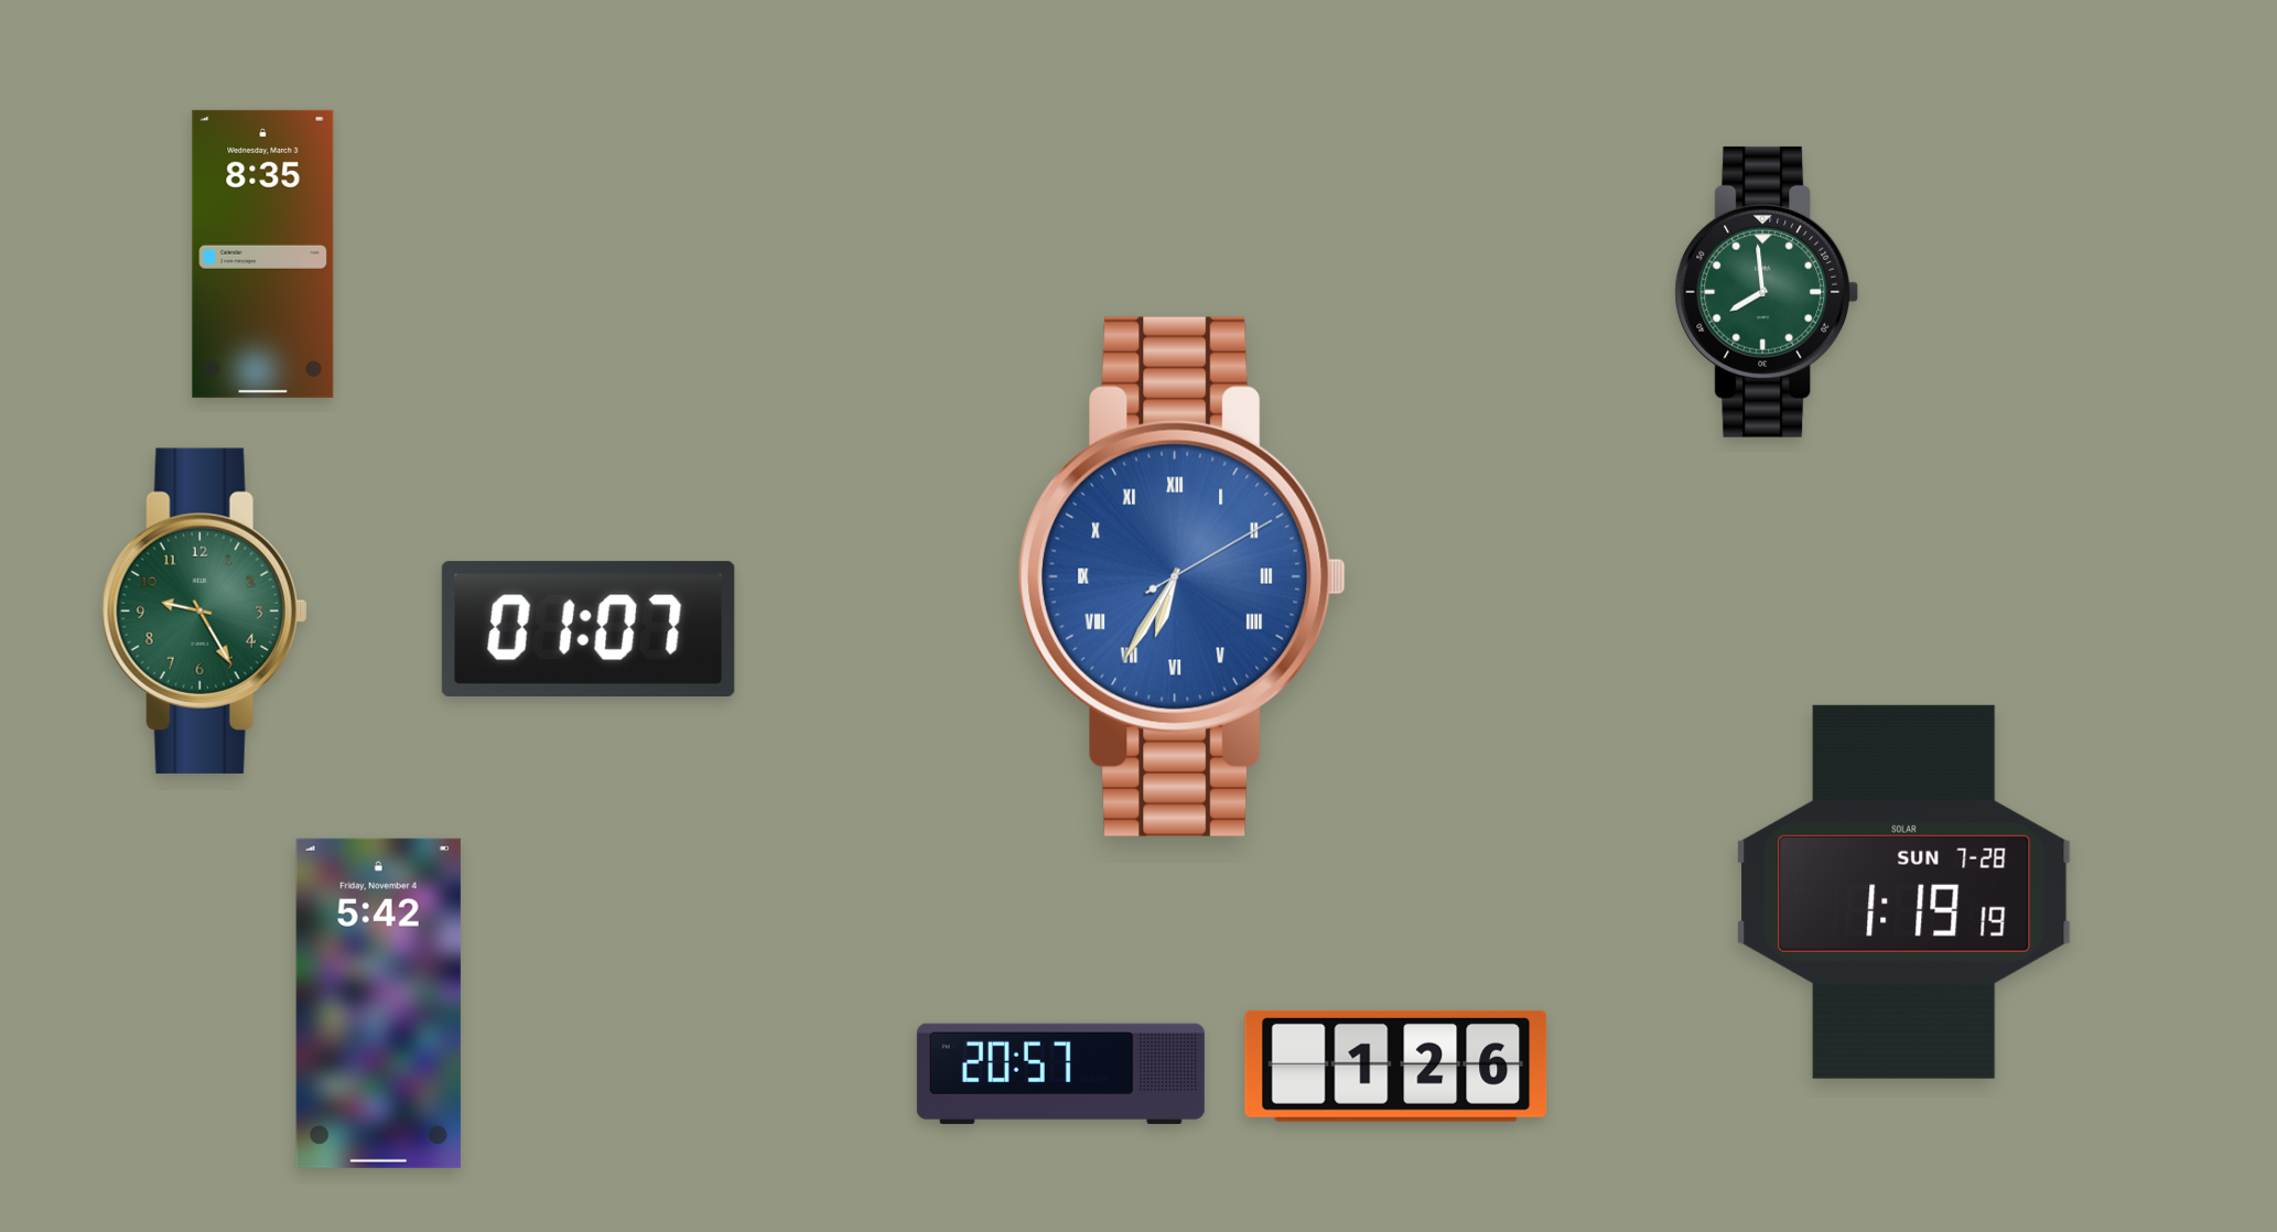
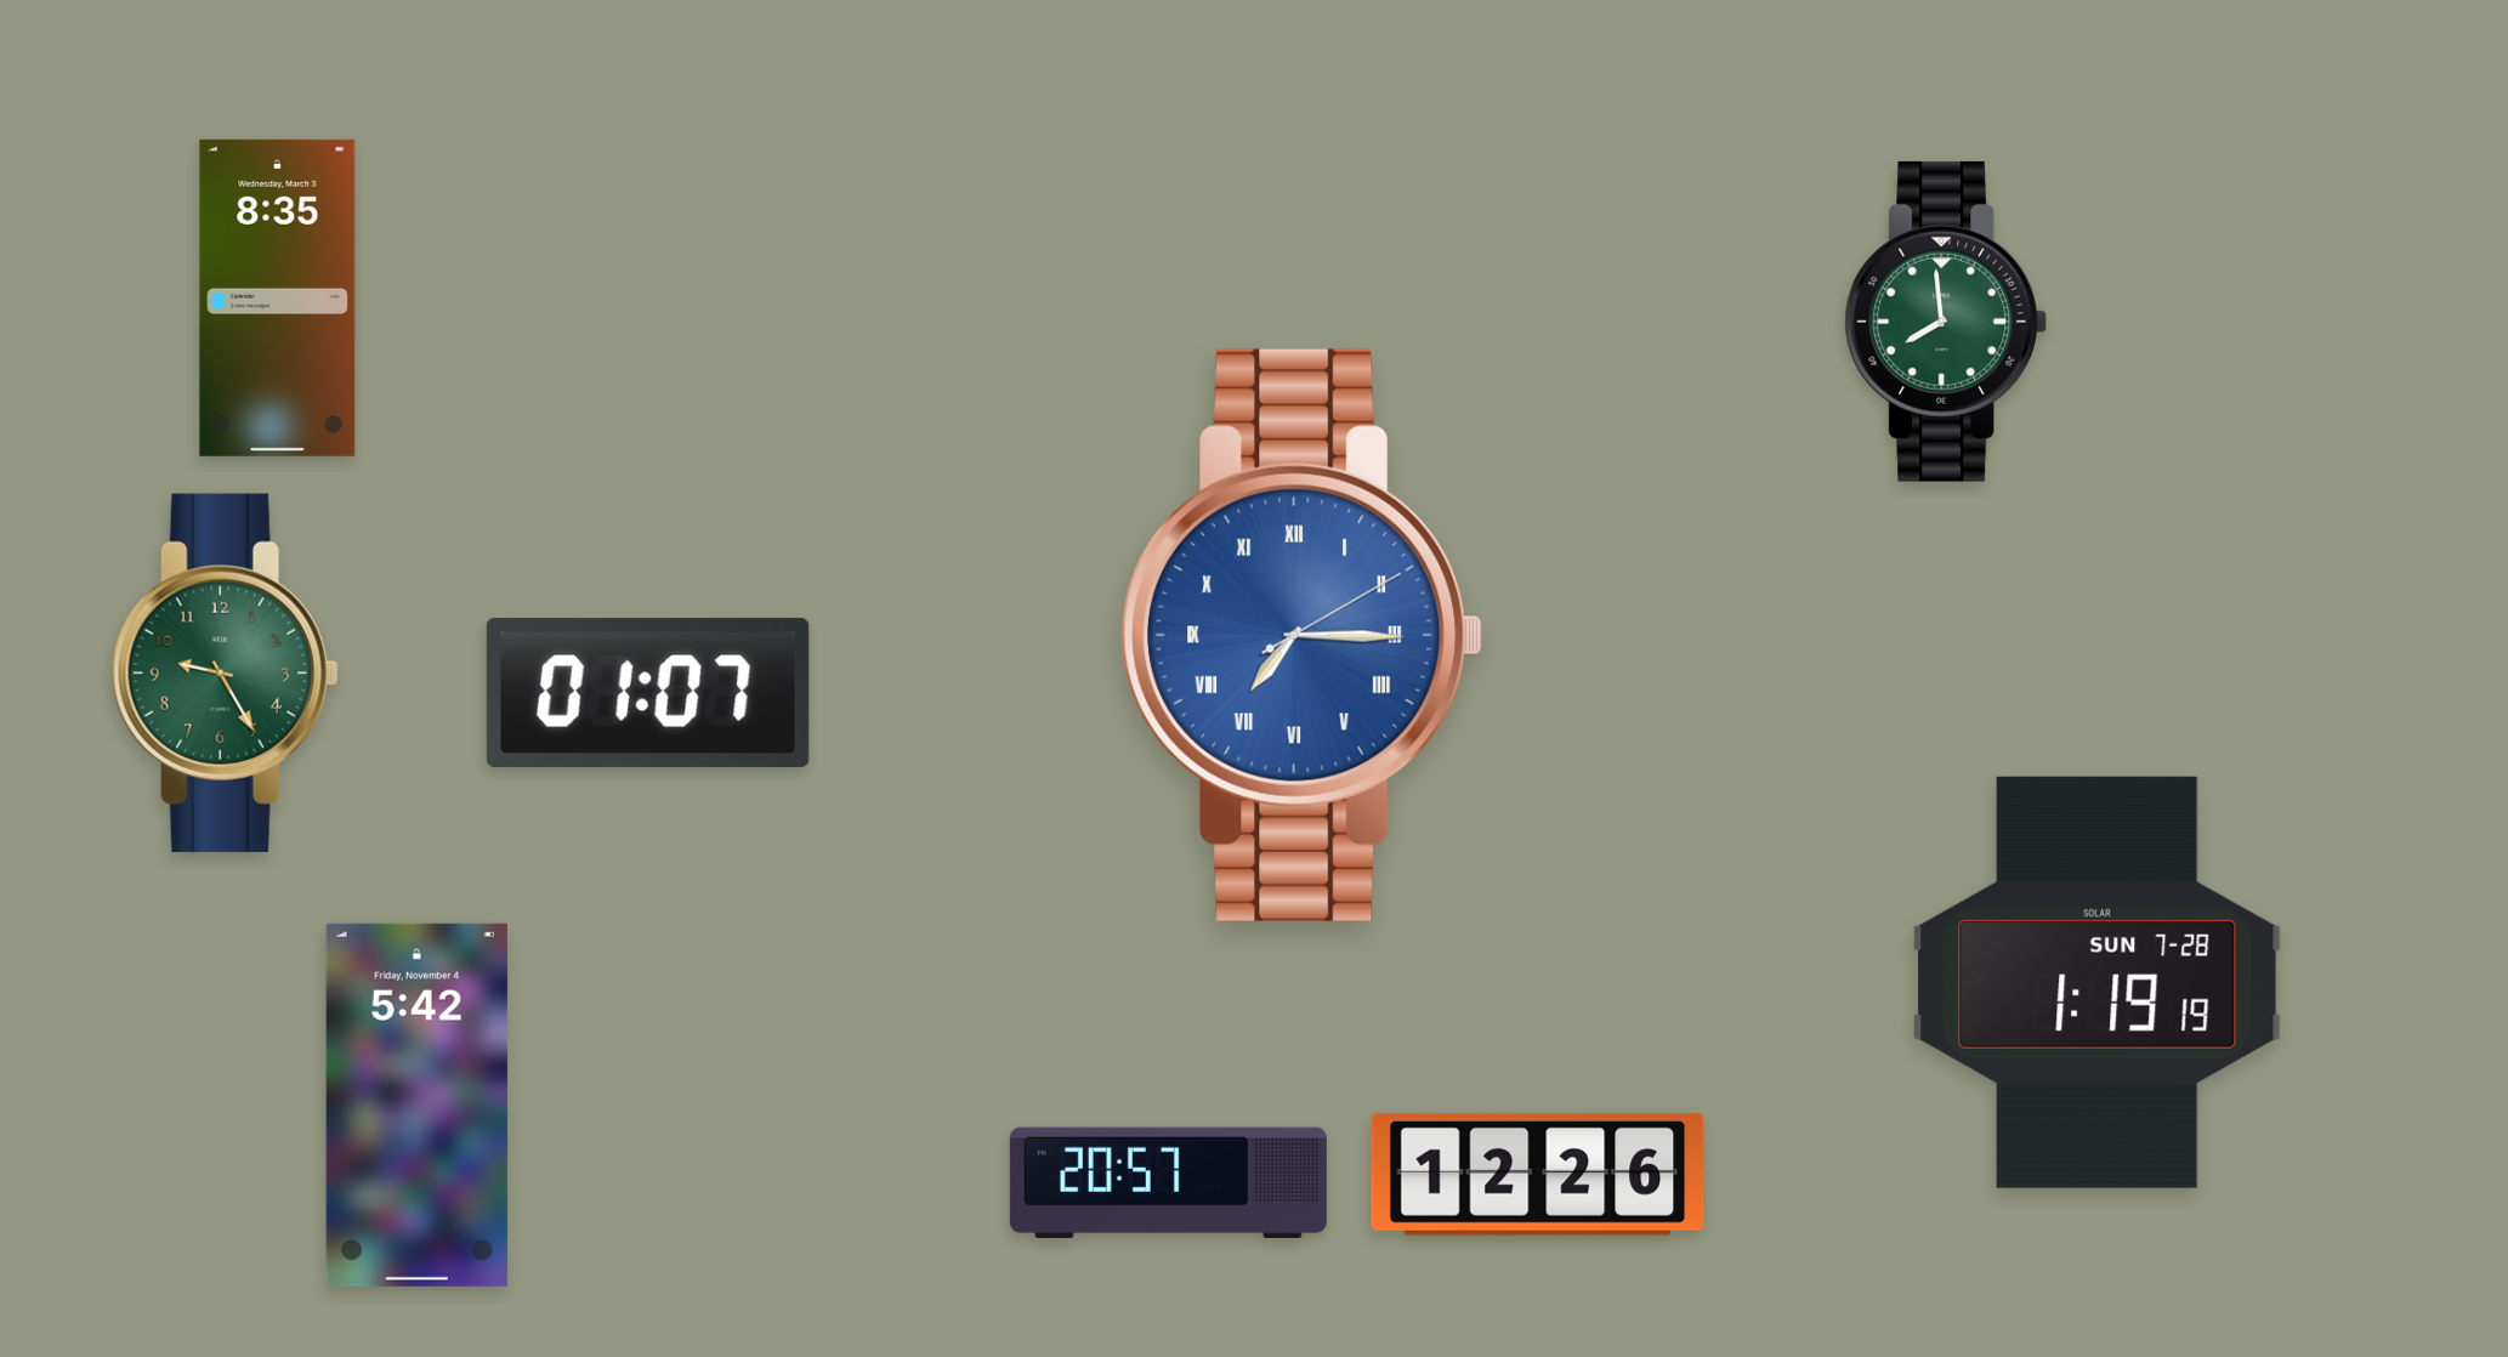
clock at (263, 253) position: (263, 253) -> (278, 297)
clock at (1183, 576): 6:35 -> 7:15
clock at (1396, 1066): 1:26 -> 12:26
